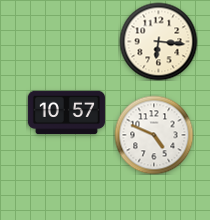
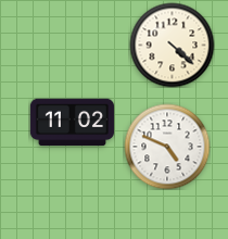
clock at (158, 41): 6:16 -> 4:22
clock at (66, 113): 10:57 -> 11:02
